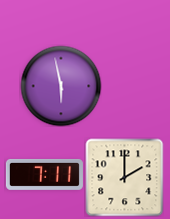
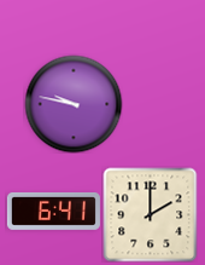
clock at (61, 86): 5:58 -> 9:47
clock at (44, 174): 7:11 -> 6:41
